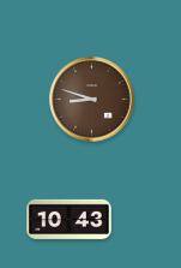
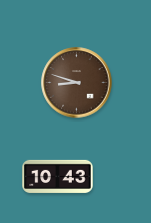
clock at (70, 219) position: (70, 219) -> (58, 176)
